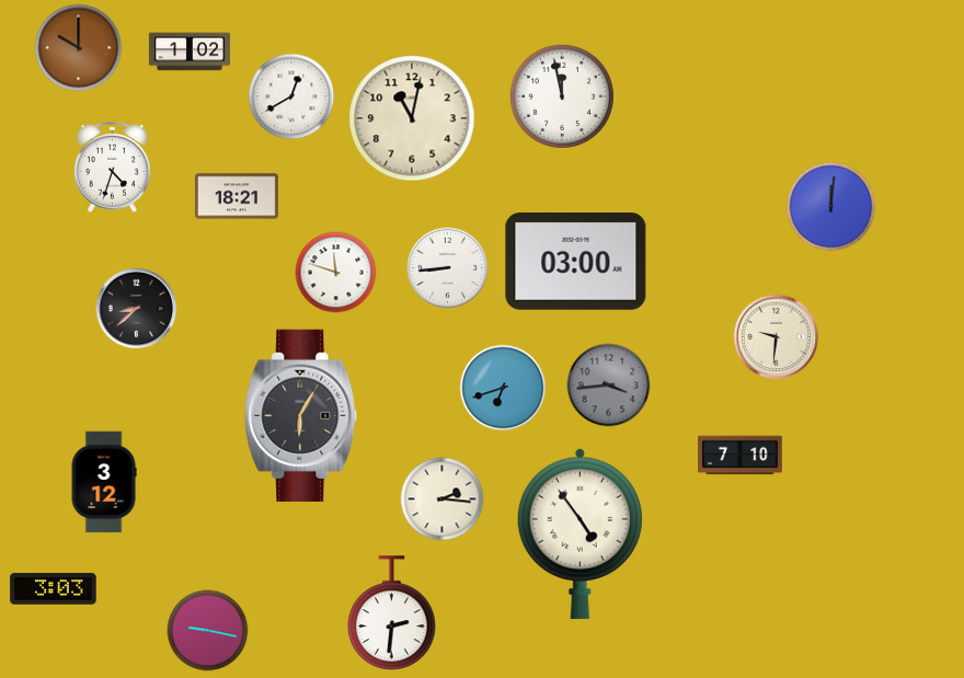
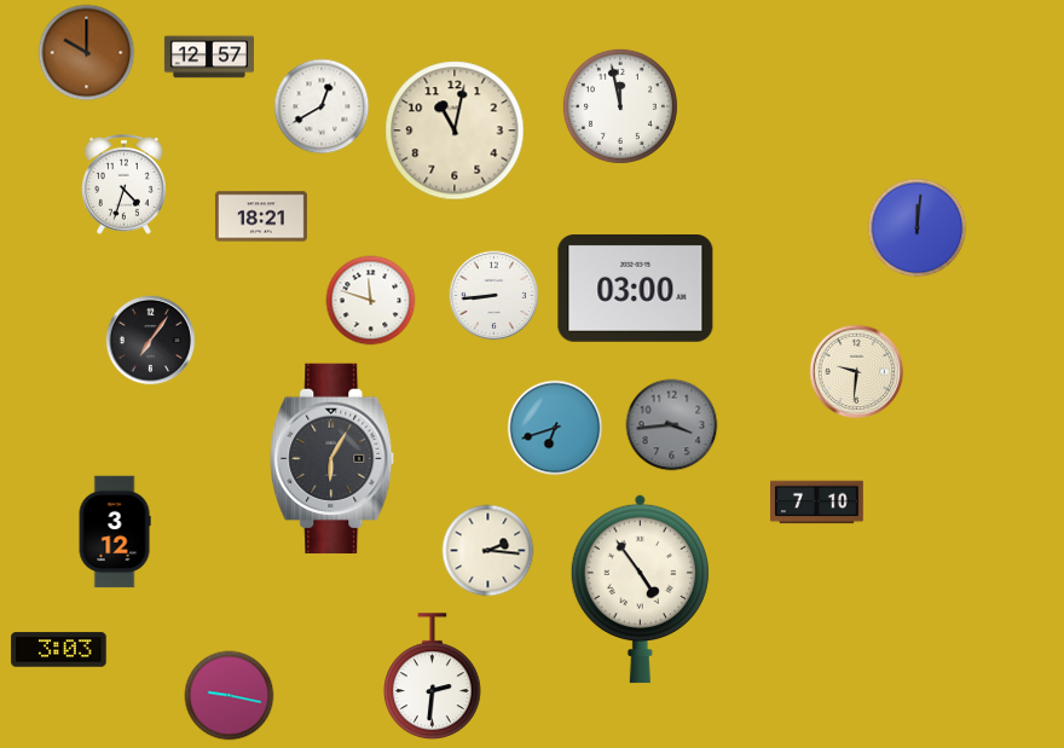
clock at (190, 51): 1:02 -> 12:57
clock at (137, 309): 8:38 -> 7:06
